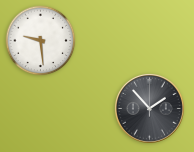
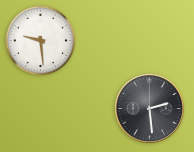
clock at (149, 108): 1:53 -> 2:29
